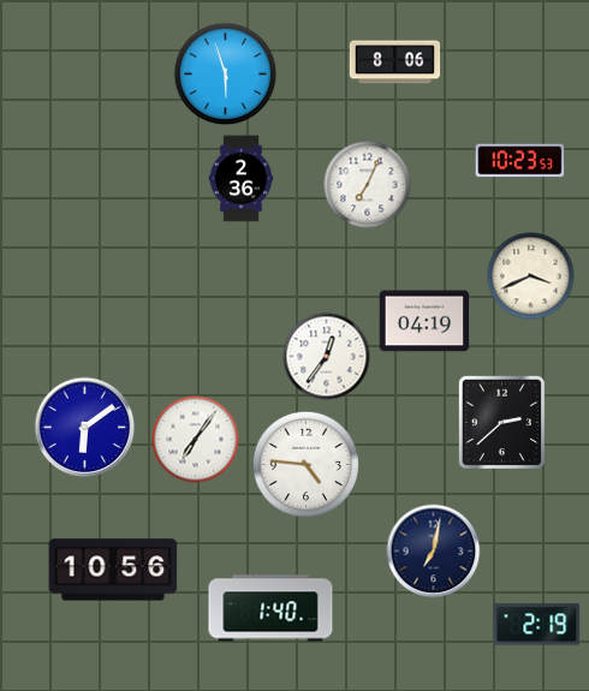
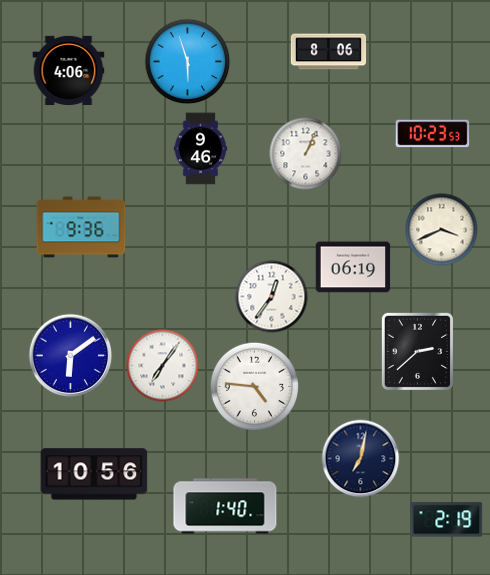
clock at (69, 70): none -> 4:06
clock at (242, 179): 2:36 -> 9:46
clock at (368, 185): 7:04 -> 1:04
clock at (81, 227): none -> 9:36
clock at (424, 321): 04:19 -> 06:19
